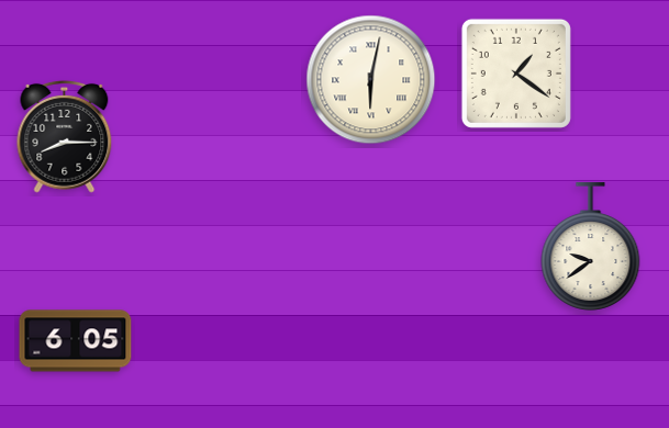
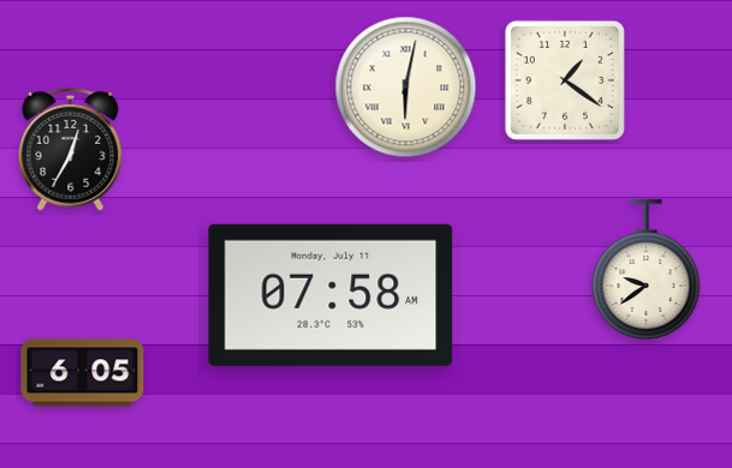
clock at (65, 136): 8:15 -> 12:35
clock at (331, 295): none -> 07:58
